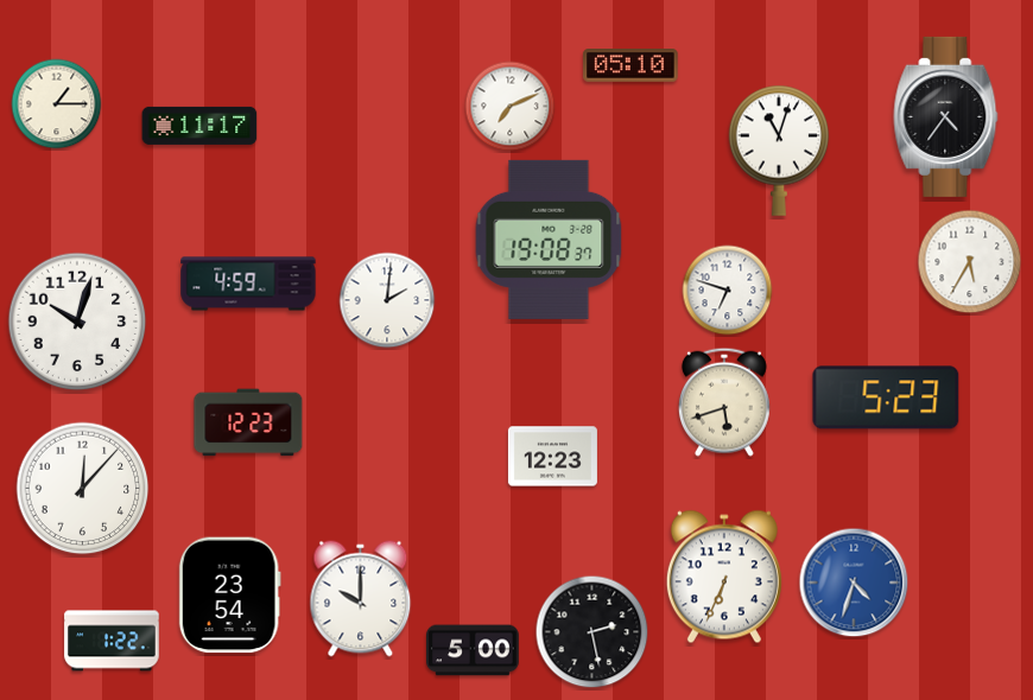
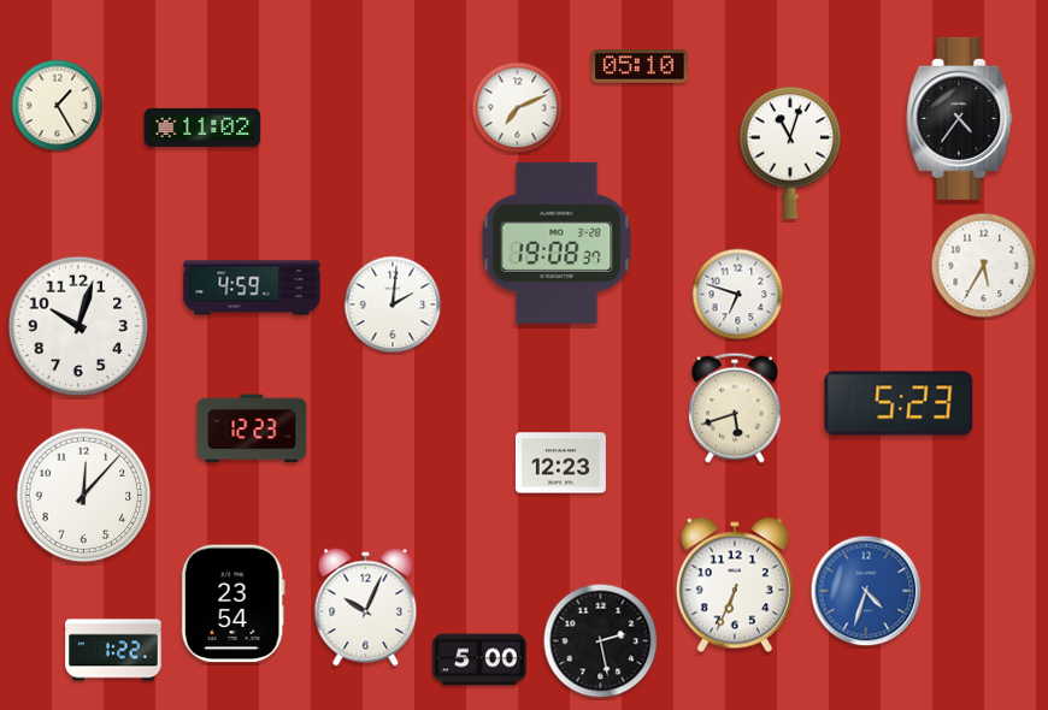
clock at (57, 104): 1:15 -> 1:25
clock at (199, 126): 11:17 -> 11:02
clock at (361, 599): 10:00 -> 10:04
